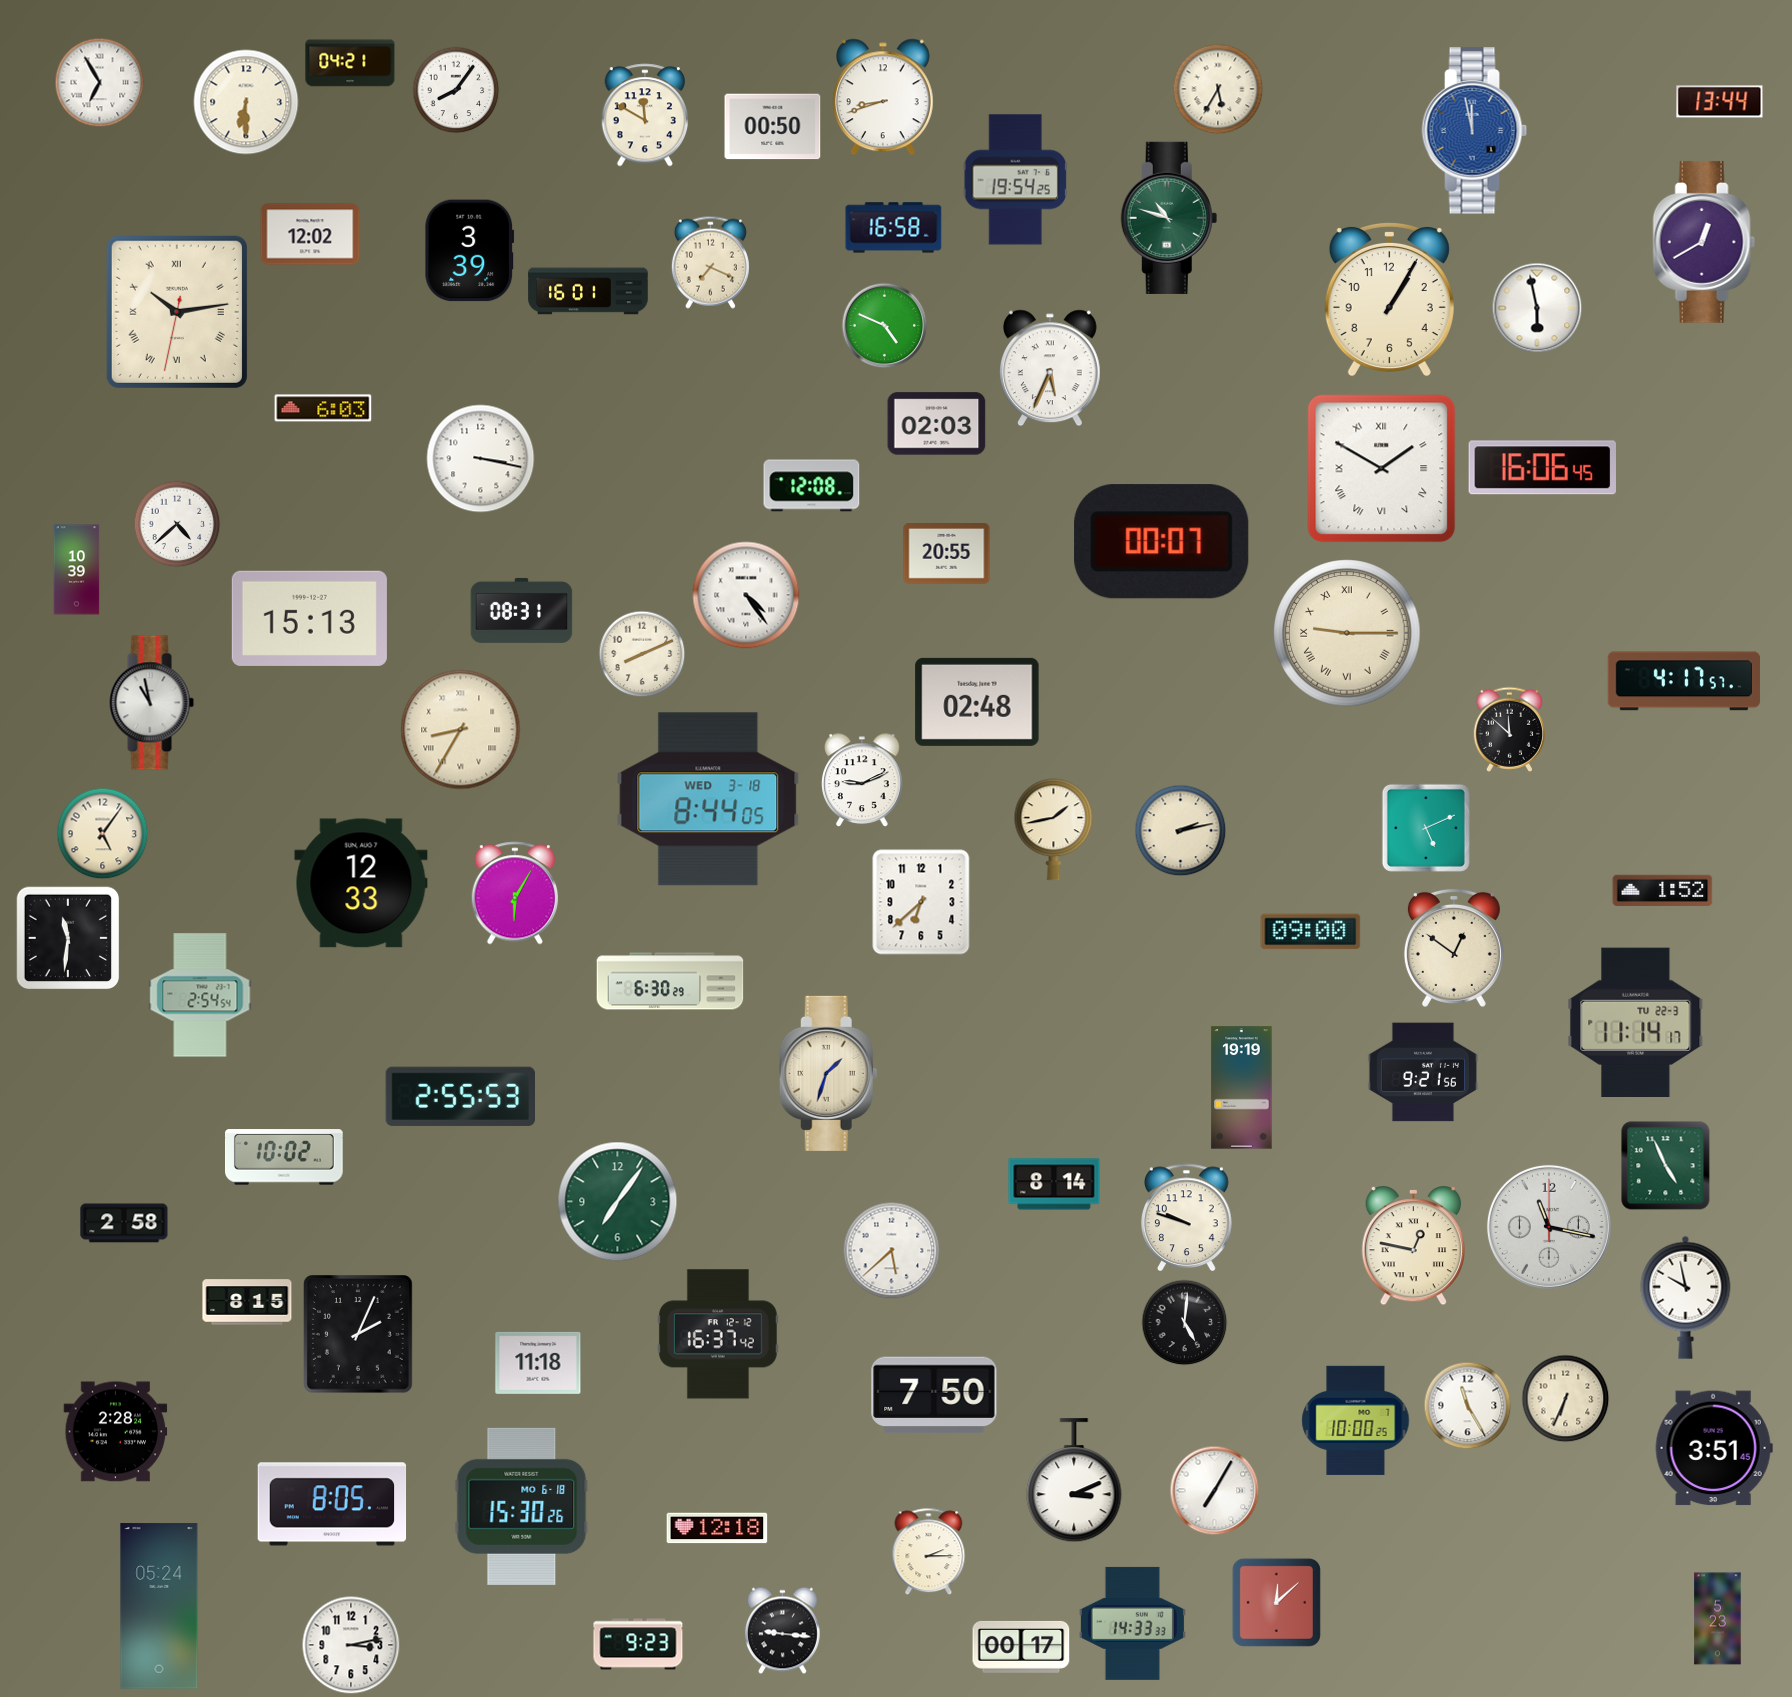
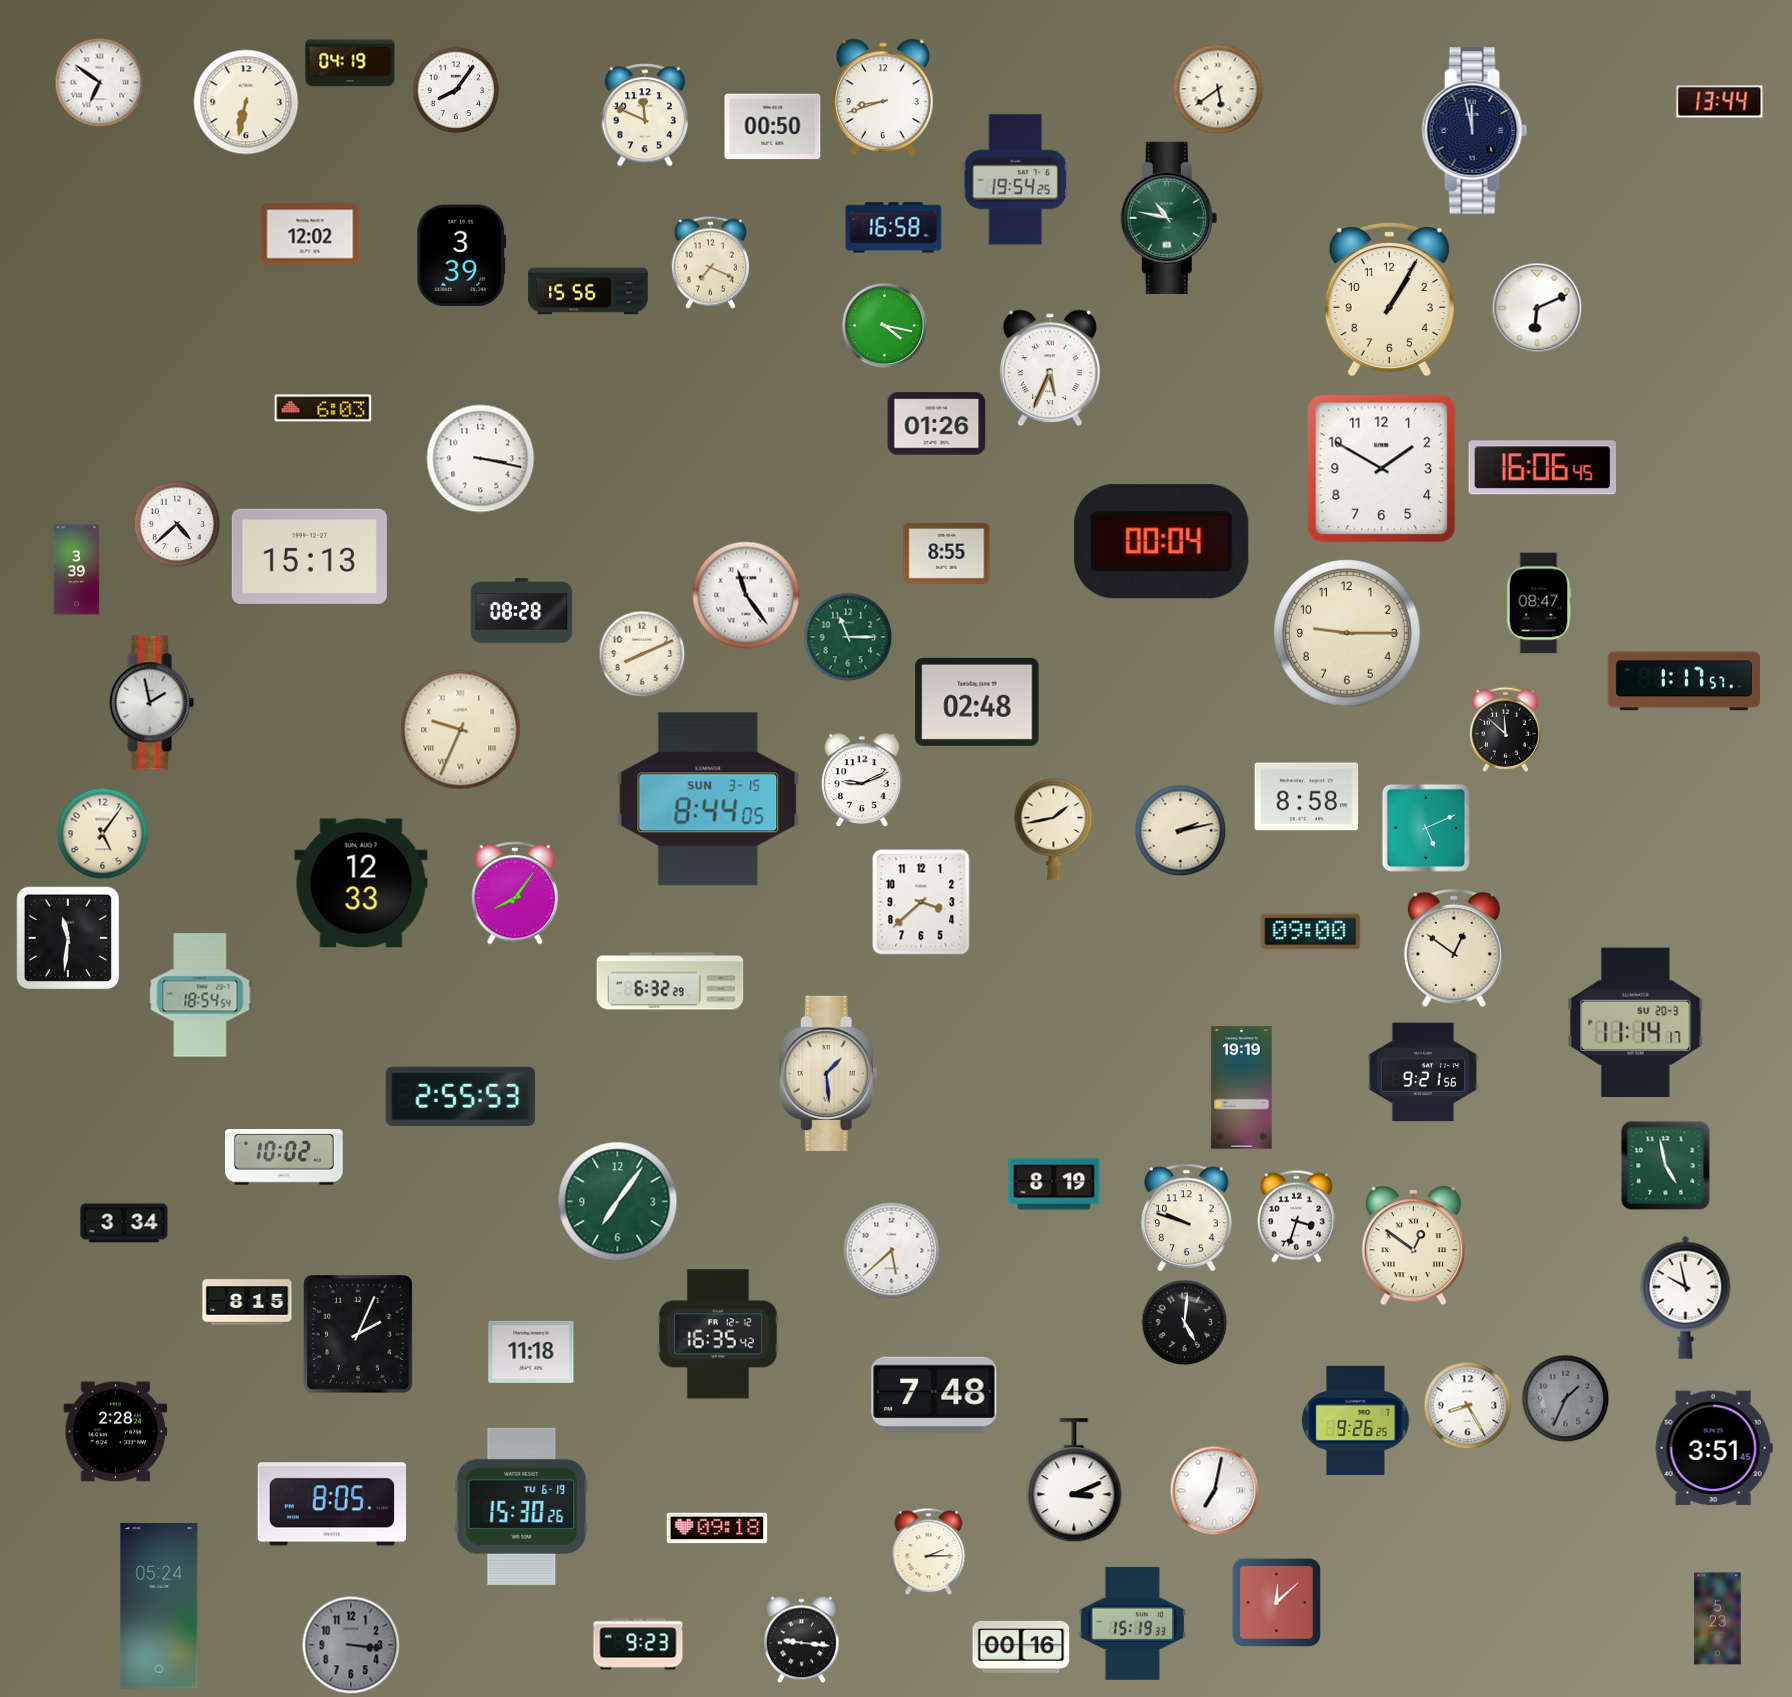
clock at (350, 63): 04:21 -> 04:19
clock at (99, 82): 6:55 -> 6:51
clock at (1218, 89): 5:35 -> 5:39
clock at (246, 102): 6:30 -> 6:32
clock at (645, 115): 11:50 -> 11:49
clock at (1475, 131) dial: blue -> navy
clock at (1169, 218): 10:48 -> 10:47
clock at (1704, 242): 12:40 -> none
clock at (470, 251) position: (470, 251) -> (462, 256)
clock at (588, 291): 16:01 -> 15:56
clock at (1537, 308): 5:58 -> 6:11
clock at (177, 312): 10:13 -> none
clock at (884, 325): 4:49 -> 4:17
clock at (937, 424): 02:03 -> 01:26
clock at (1382, 469) numerals: Roman -> Arabic
clock at (812, 486): 12:08 -> none
clock at (1162, 542): 00:07 -> 00:04
clock at (947, 554): 20:55 -> 8:55
clock at (77, 570): 10:39 -> 3:39
clock at (746, 595): 4:24 -> 11:24
clock at (1539, 603): none -> 08:47
clock at (522, 610): 08:31 -> 08:28
clock at (309, 618) position: (309, 618) -> (309, 556)
clock at (1347, 633) numerals: Roman -> Arabic
clock at (848, 637): none -> 11:15
clock at (1684, 681): 4:17 -> 1:17
clock at (151, 703): 10:58 -> 1:58
clock at (1509, 729) position: (1509, 729) -> (1505, 729)
clock at (461, 730): 8:35 -> 9:34
clock at (1307, 797): none -> 8:58
clock at (708, 799) date: WED 3-18 -> SUN 3-15
clock at (1663, 890): 1:52 -> none
clock at (515, 893): 6:05 -> 8:06
clock at (921, 902): 6:38 -> 3:38
clock at (670, 981): 6:30 -> 6:32
clock at (200, 995): 2:54 -> 18:54
clock at (1636, 1022) date: TU 22-3 -> SU 20-3
clock at (828, 1073): 1:33 -> 1:29
clock at (1666, 1166): 4:56 -> 4:58
clock at (1054, 1184): 8:14 -> 8:19
clock at (1296, 1216): none -> 3:33
clock at (124, 1223): 2:58 -> 3:34
clock at (1549, 1227): 11:17 -> none
clock at (1413, 1247): 12:47 -> 12:51
clock at (718, 1334): 16:37 -> 16:35
clock at (538, 1363) position: (538, 1363) -> (531, 1352)
clock at (934, 1395): 7:50 -> 7:48
clock at (1565, 1398): 6:34 -> 1:34
clock at (1565, 1398) dial: cream -> grey
clock at (1467, 1405): 11:25 -> 8:25
clock at (1356, 1420): 10:00 -> 9:26
clock at (1214, 1490): 7:05 -> 7:02
clock at (522, 1506) date: MO 6-18 -> TU 6-19
clock at (717, 1528): 12:18 -> 09:18
clock at (1132, 1623): 14:33 -> 15:19
clock at (782, 1630) position: (782, 1630) -> (801, 1639)
clock at (351, 1645): 3:13 -> 3:16
clock at (351, 1645) dial: white -> grey
clock at (1021, 1647): 00:17 -> 00:16
